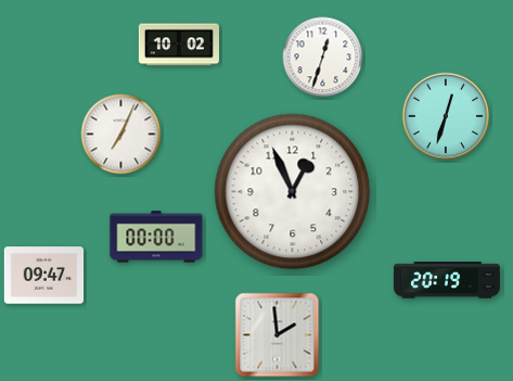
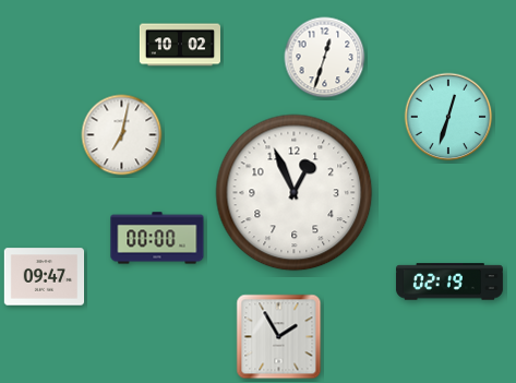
clock at (121, 135): 7:04 -> 7:02
clock at (447, 280): 20:19 -> 02:19
clock at (278, 335): 1:59 -> 1:55
